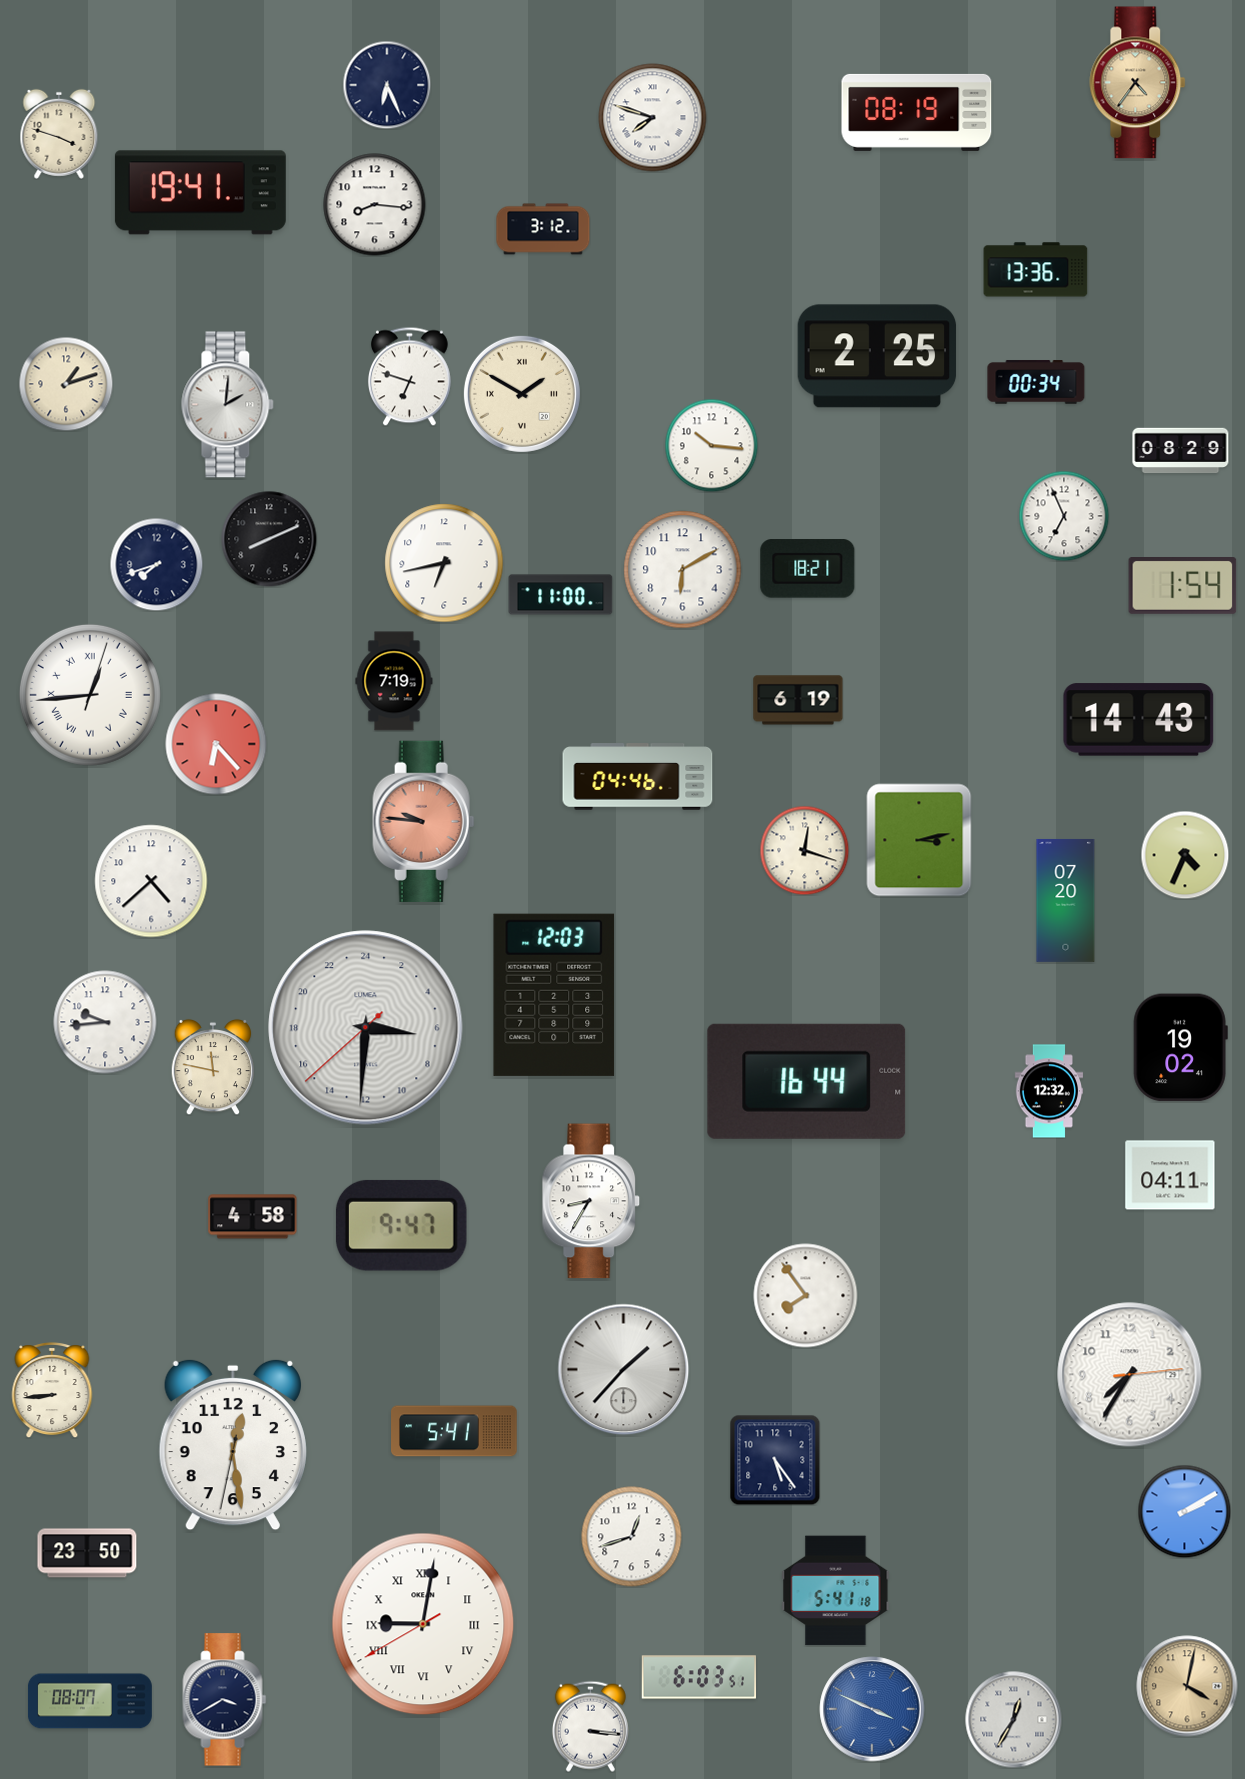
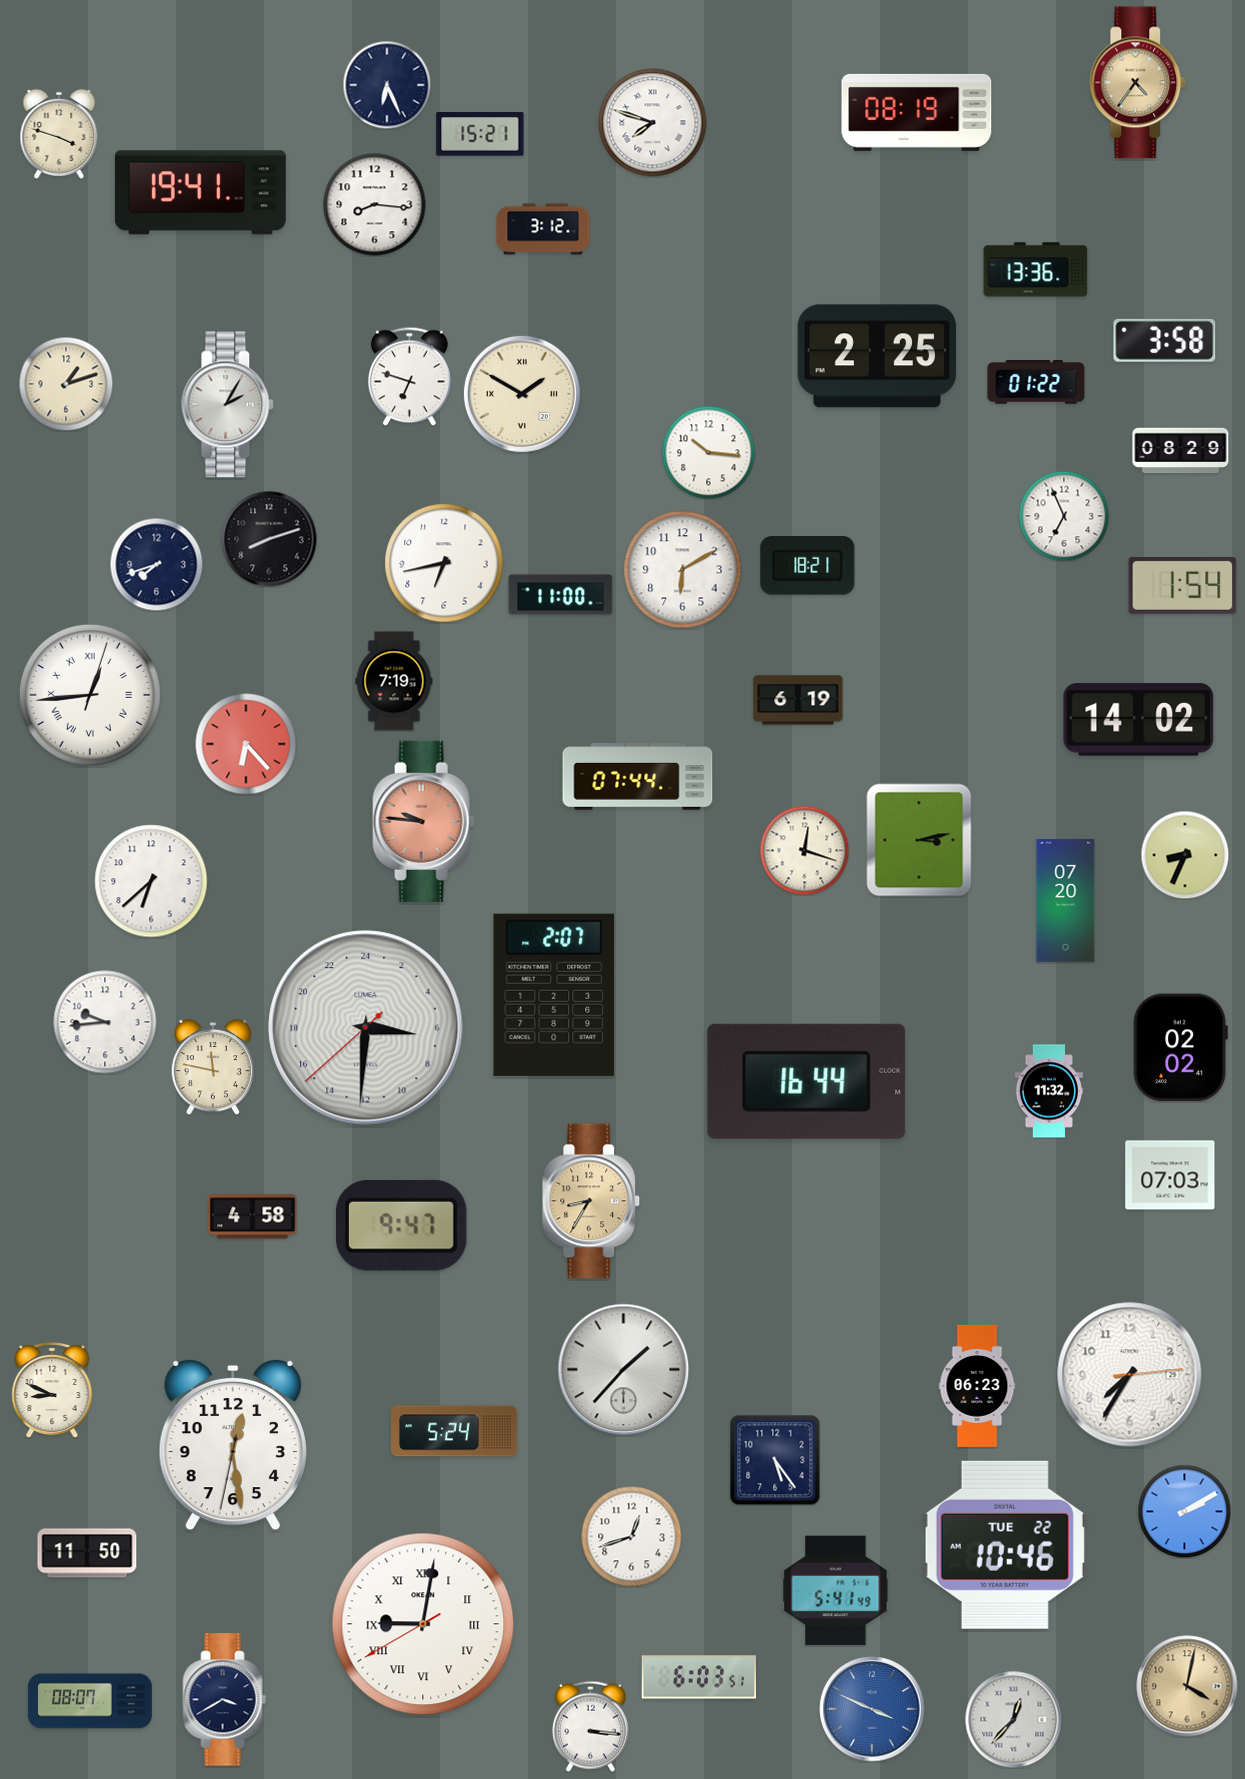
clock at (653, 118) position: (653, 118) -> (653, 123)
clock at (480, 134): none -> 15:21
clock at (1165, 340): none -> 3:58
clock at (1036, 382): 00:34 -> 01:22
clock at (228, 405): 2:01 -> 2:05
clock at (711, 445) position: (711, 445) -> (708, 452)
clock at (269, 539): 8:11 -> 8:12
clock at (808, 569) position: (808, 569) -> (808, 566)
clock at (1139, 720): 14:43 -> 14:02
clock at (216, 744) position: (216, 744) -> (246, 744)
clock at (638, 777): 04:46 -> 07:44
clock at (1185, 855): 4:34 -> 8:34
clock at (151, 881): 4:38 -> 6:38
clock at (554, 995): 12:03 -> 2:07
clock at (1180, 1048): 19:02 -> 02:02
clock at (1049, 1091): 12:32 -> 11:32
clock at (1170, 1175): 04:11 -> 07:03
clock at (591, 1201) dial: white -> champagne
clock at (806, 1296): 7:54 -> none
clock at (977, 1386): none -> 06:23
clock at (52, 1391): 8:44 -> 8:49
clock at (455, 1431): 5:41 -> 5:24
clock at (1005, 1545): none -> 10:46
clock at (87, 1553): 23:50 -> 11:50
clock at (836, 1591): 5:41:18 -> 5:41:49
clock at (1014, 1720): 12:35 -> 12:37
